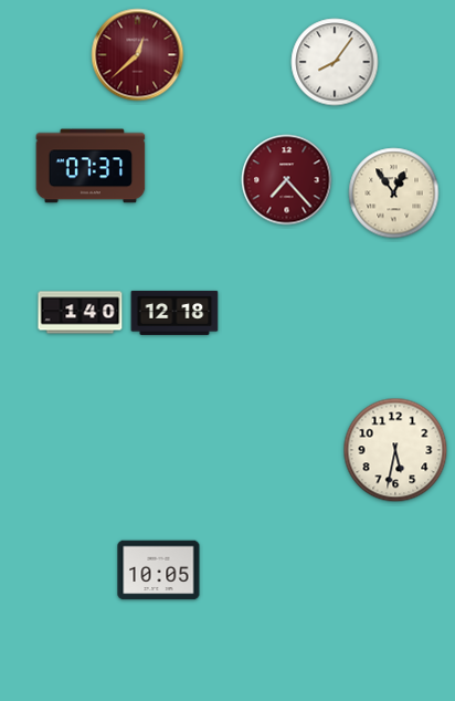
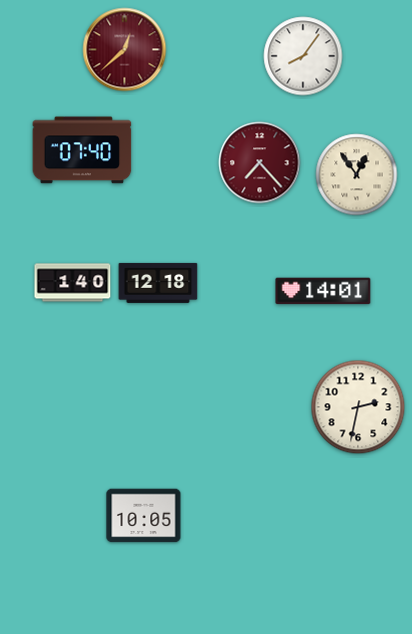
clock at (91, 166): 07:37 -> 07:40
clock at (323, 291): none -> 14:01
clock at (395, 450): 5:32 -> 2:32
